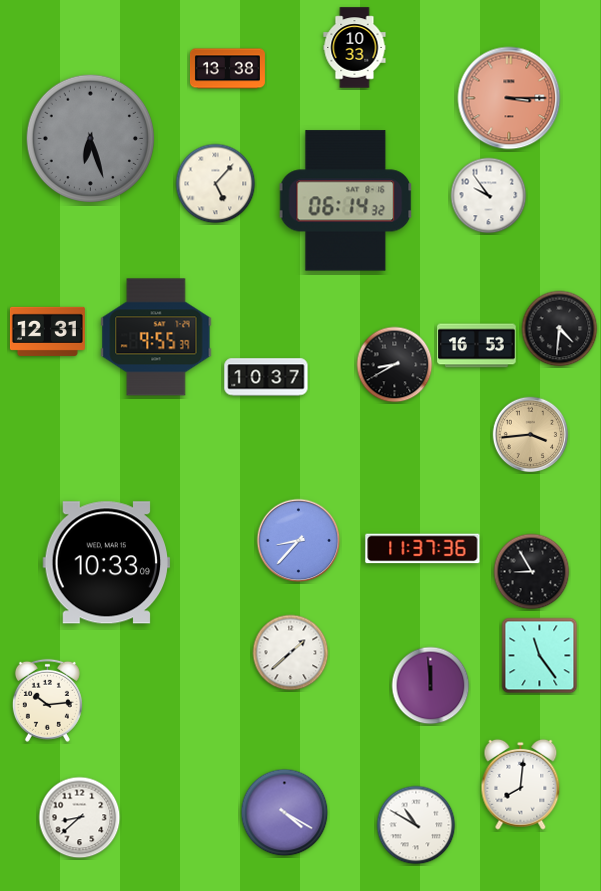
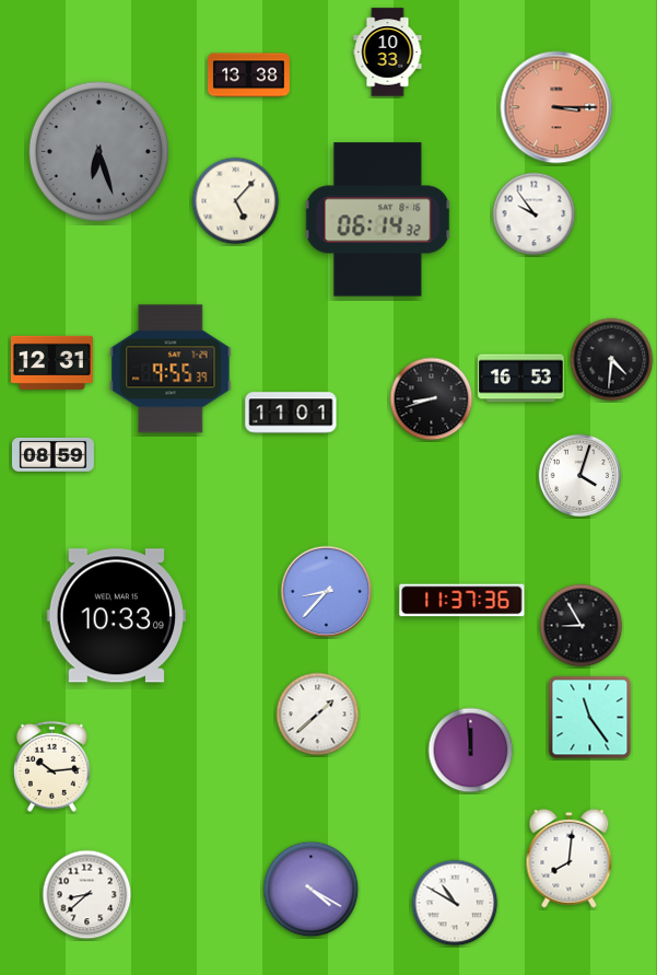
clock at (395, 365): 8:40 -> 8:42
clock at (266, 377): 10:37 -> 11:01
clock at (52, 454): none -> 08:59
clock at (531, 435): 3:44 -> 4:03
clock at (531, 435) dial: champagne -> white
